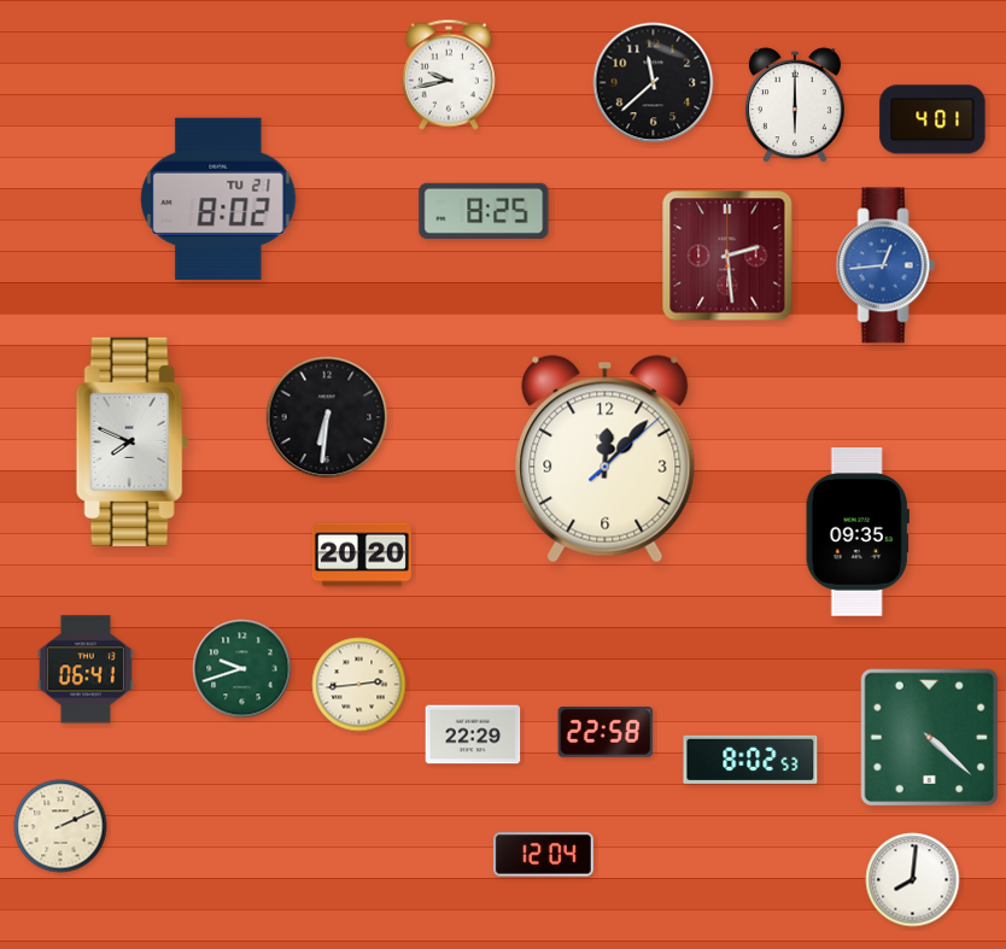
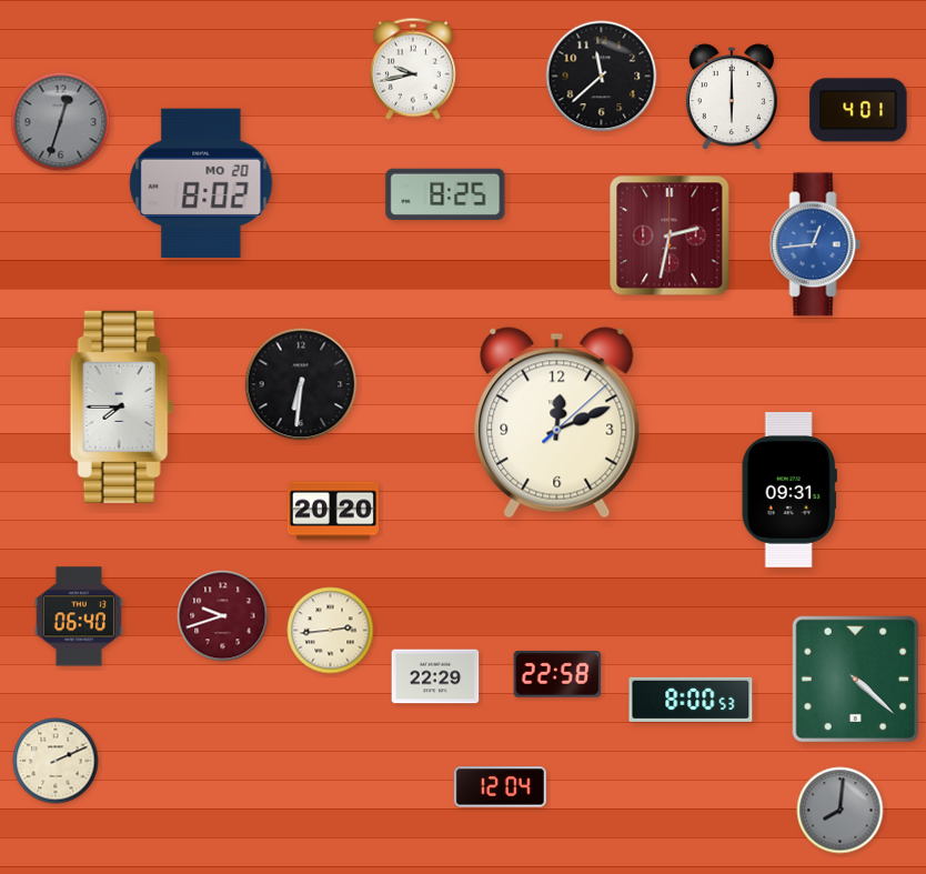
clock at (61, 122): none -> 12:33
clock at (218, 198) date: TU 21 -> MO 20
clock at (727, 256): 2:29 -> 2:32
clock at (131, 441): 7:49 -> 7:45
clock at (606, 459): 12:07 -> 12:11
clock at (858, 533): 09:35 -> 09:31
clock at (86, 669): 06:41 -> 06:40
clock at (242, 669) dial: green -> burgundy
clock at (750, 760): 8:02 -> 8:00
clock at (913, 880) dial: white -> grey
